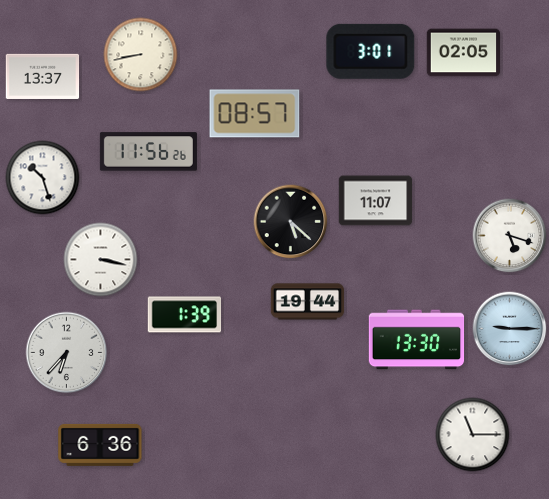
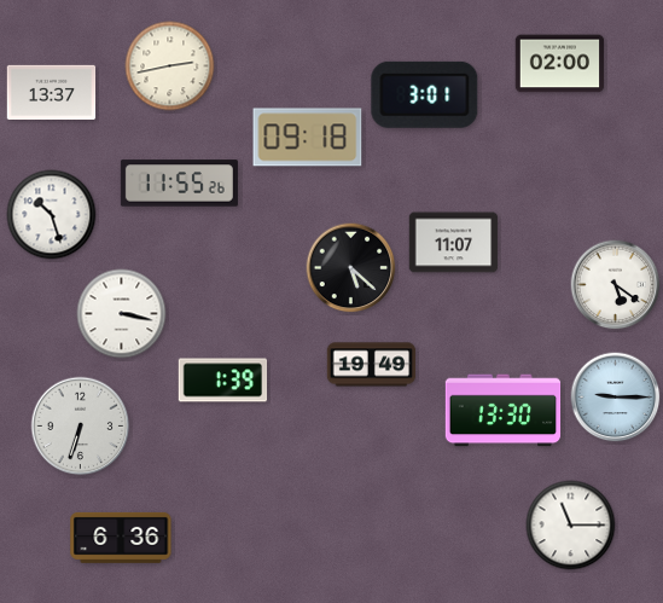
clock at (371, 51) position: (371, 51) -> (425, 94)
clock at (464, 53): 02:05 -> 02:00
clock at (141, 55): 8:43 -> 2:43
clock at (255, 114): 08:57 -> 09:18
clock at (148, 152): 11:56 -> 11:55
clock at (510, 236): 5:18 -> 5:21
clock at (308, 302): 19:44 -> 19:49
clock at (67, 353): 6:37 -> 6:33
